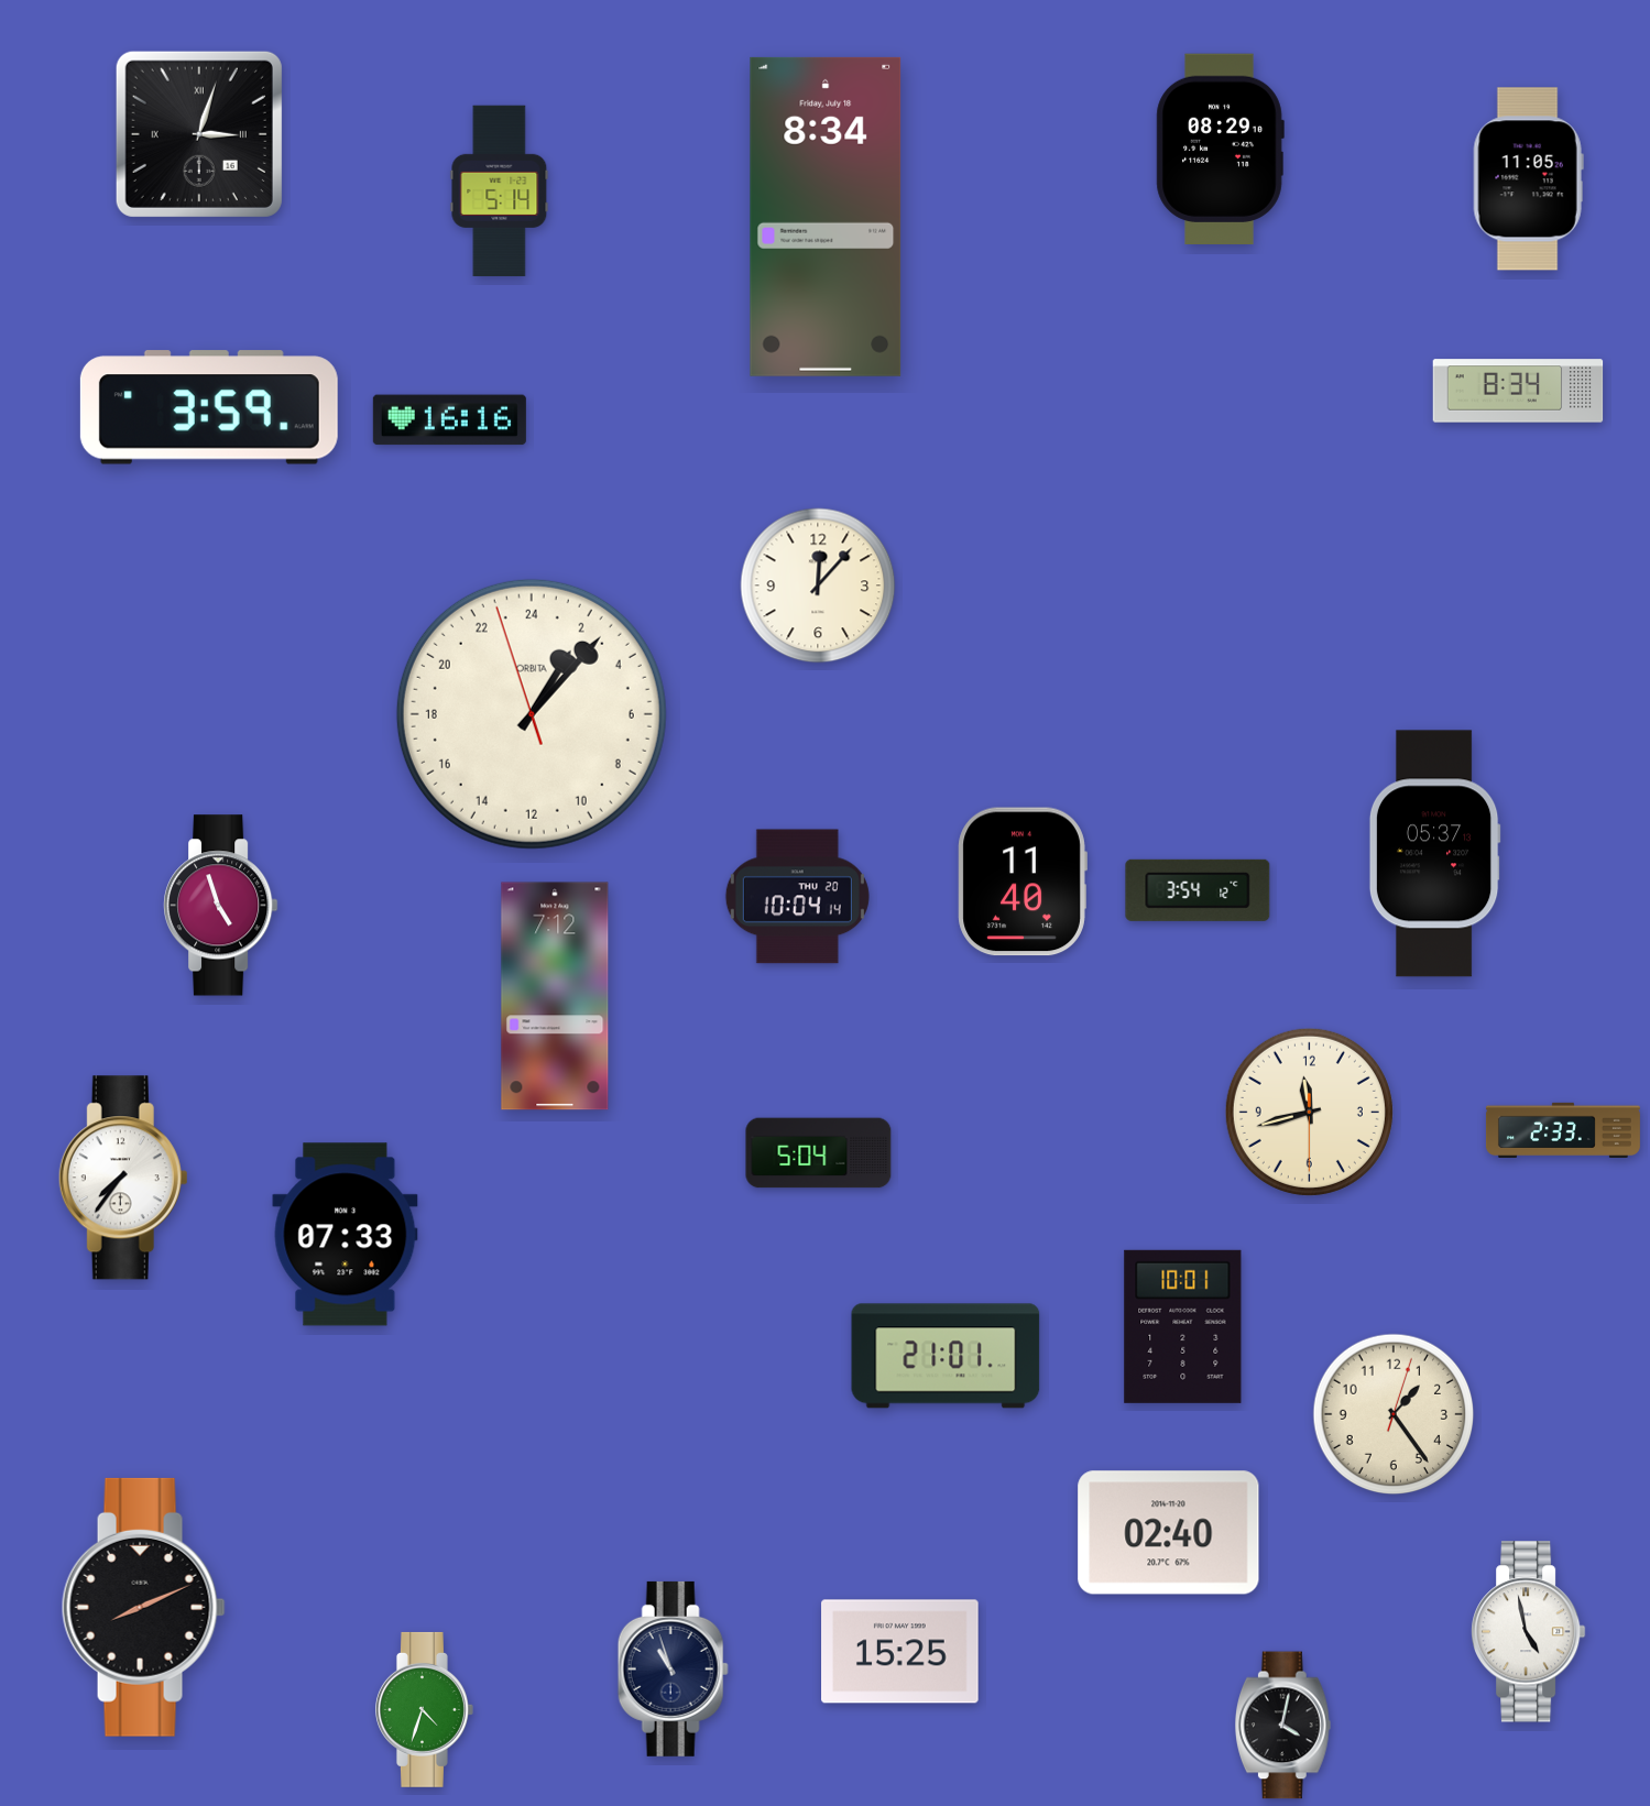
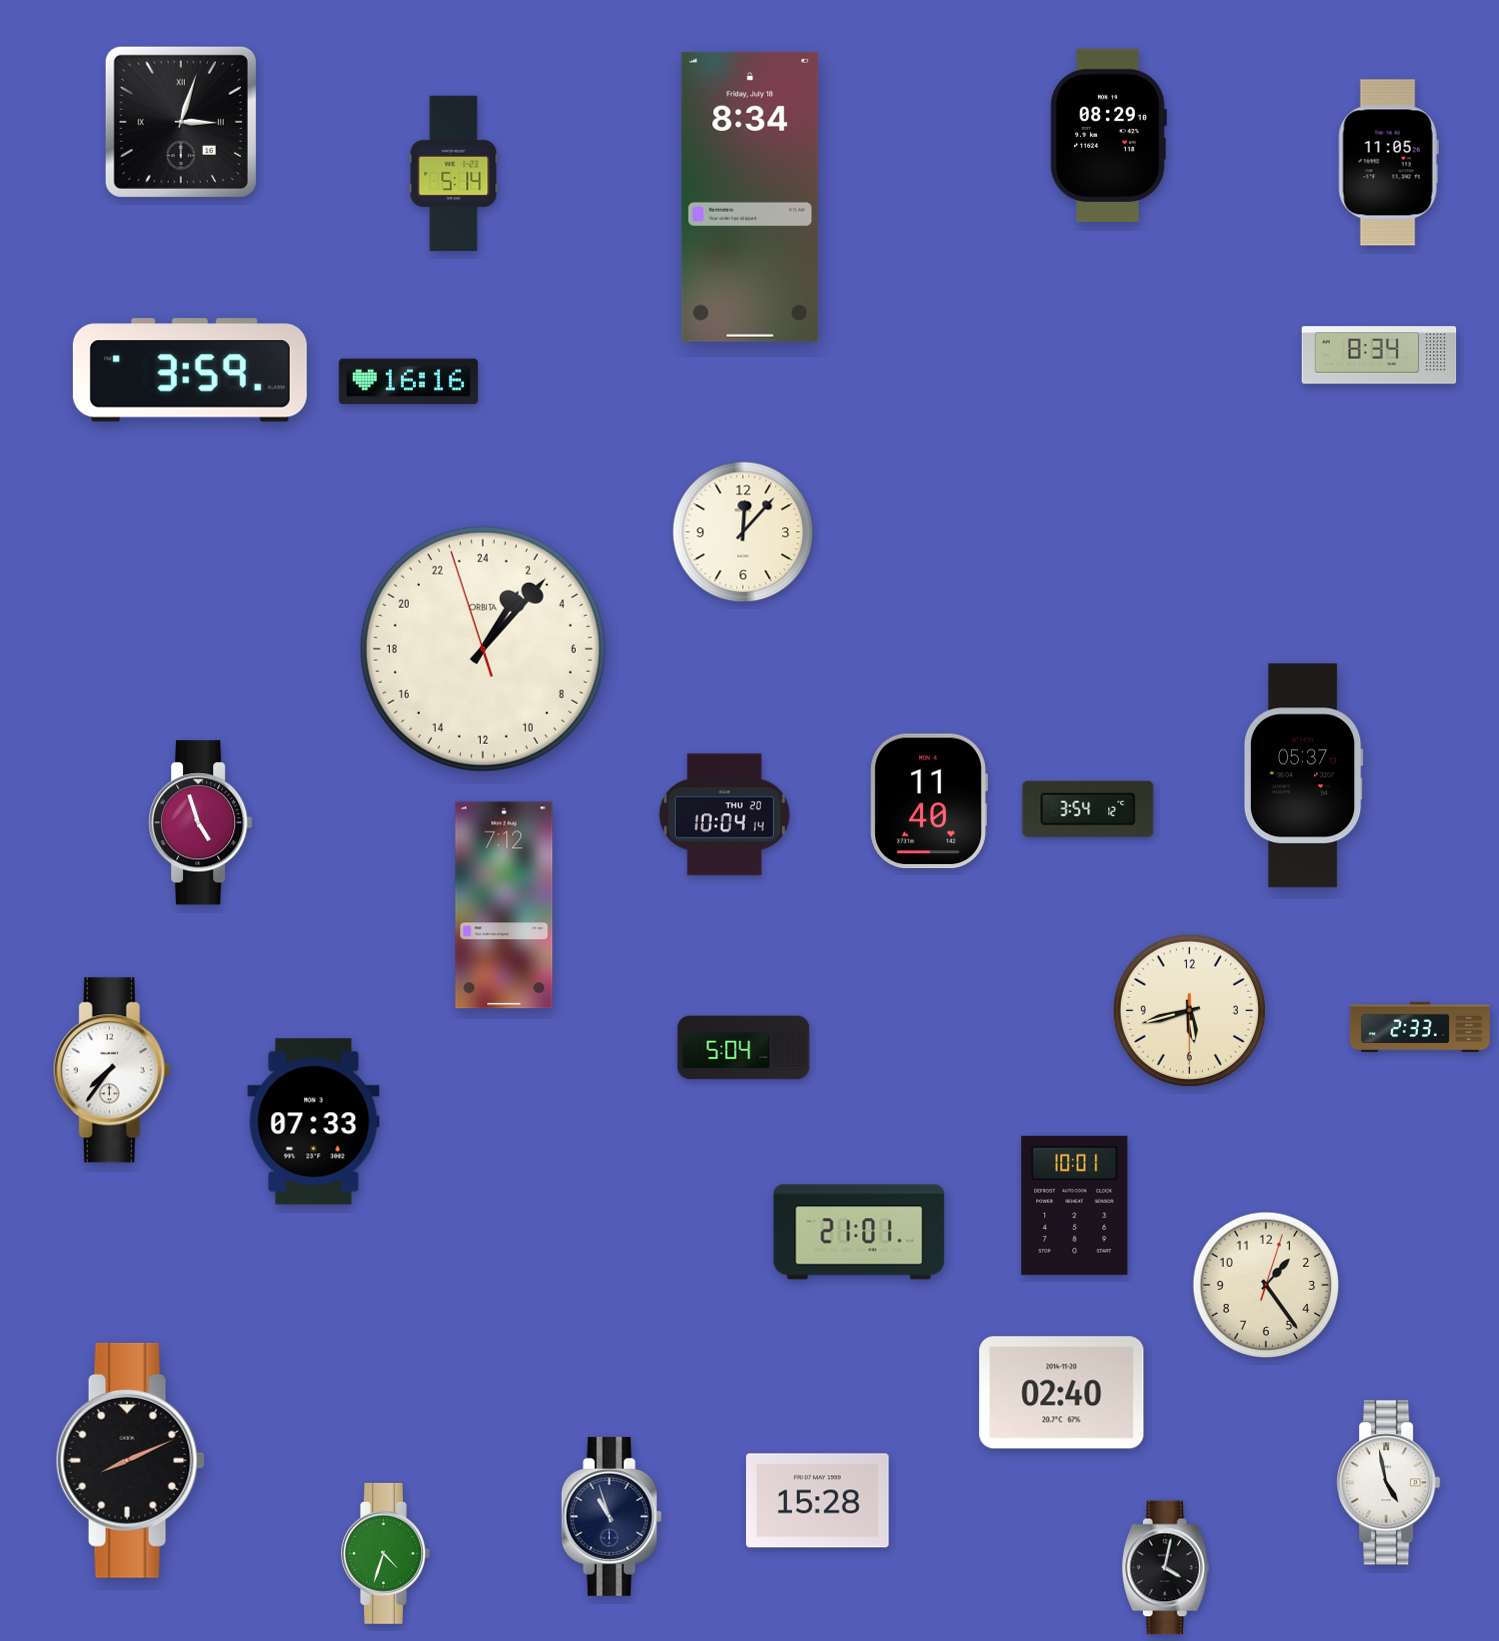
clock at (1309, 1112): 11:42 -> 5:42
clock at (900, 1652): 15:25 -> 15:28
